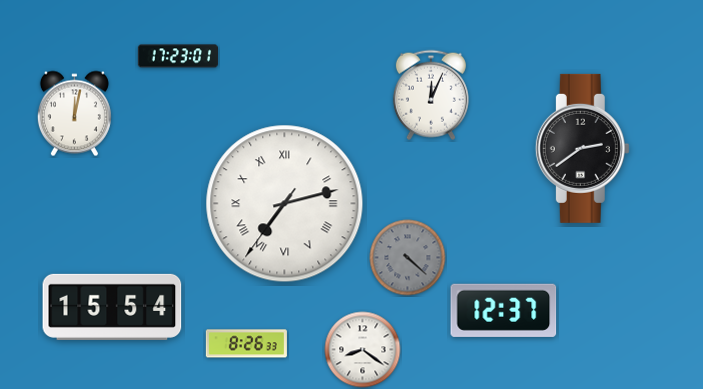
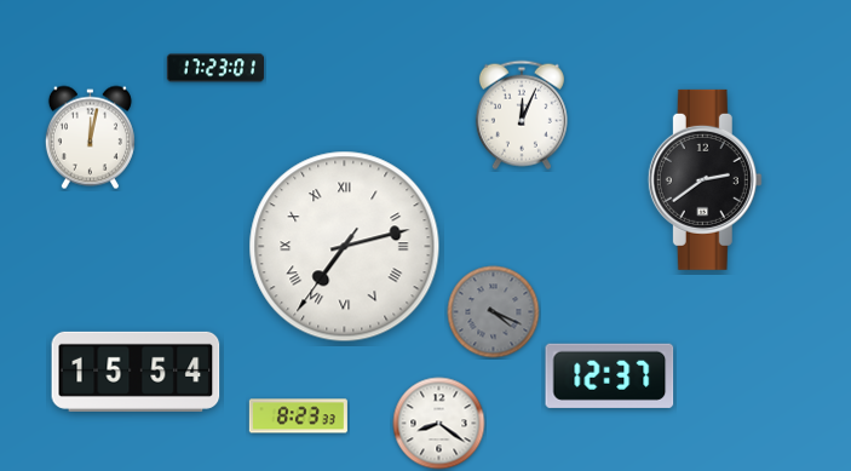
clock at (408, 258): 4:22 -> 4:19
clock at (246, 344): 8:26 -> 8:23
